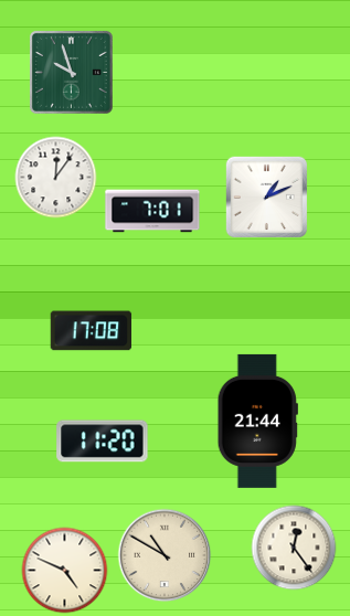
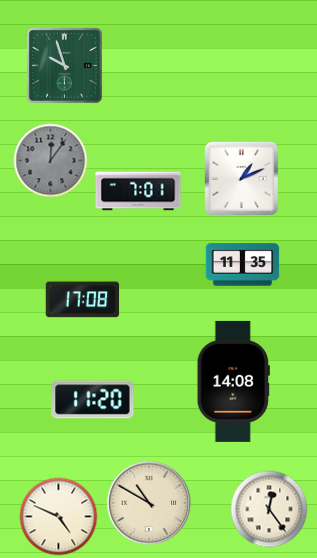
clock at (56, 178) dial: white -> grey
clock at (243, 265): none -> 11:35
clock at (257, 421): 21:44 -> 14:08
clock at (294, 548) position: (294, 548) -> (269, 509)
